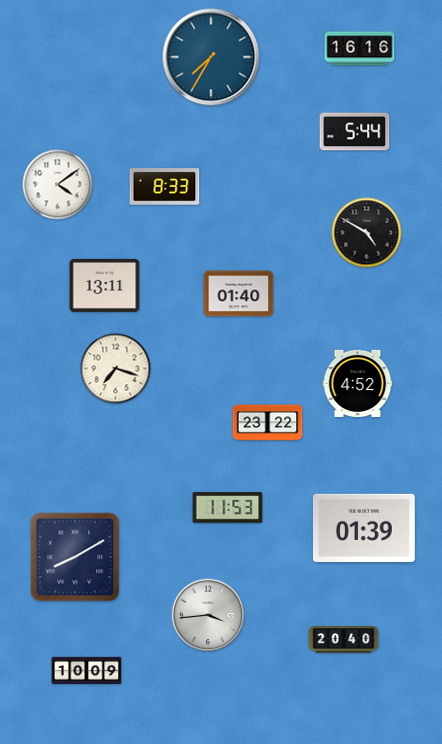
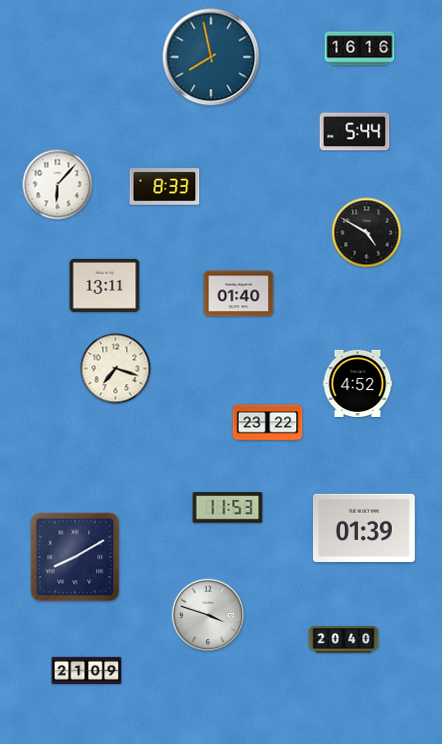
clock at (211, 57): 7:35 -> 7:58
clock at (58, 185): 4:09 -> 6:07
clock at (208, 615): 3:44 -> 3:48
clock at (87, 670): 10:09 -> 21:09
